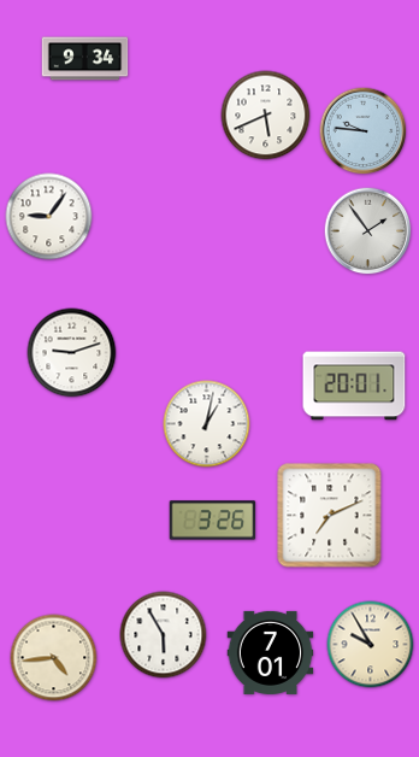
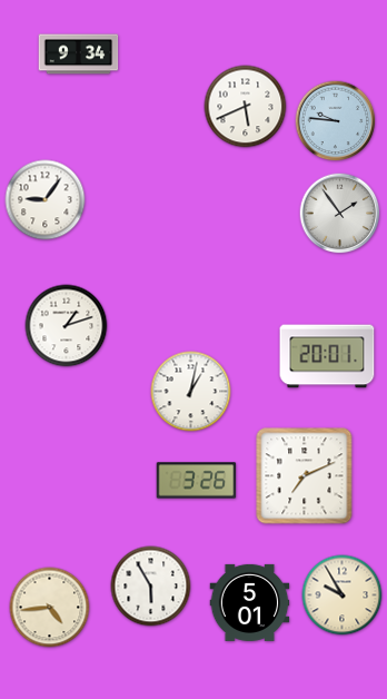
clock at (72, 353): 9:12 -> 1:12
clock at (271, 652): 7:01 -> 5:01
